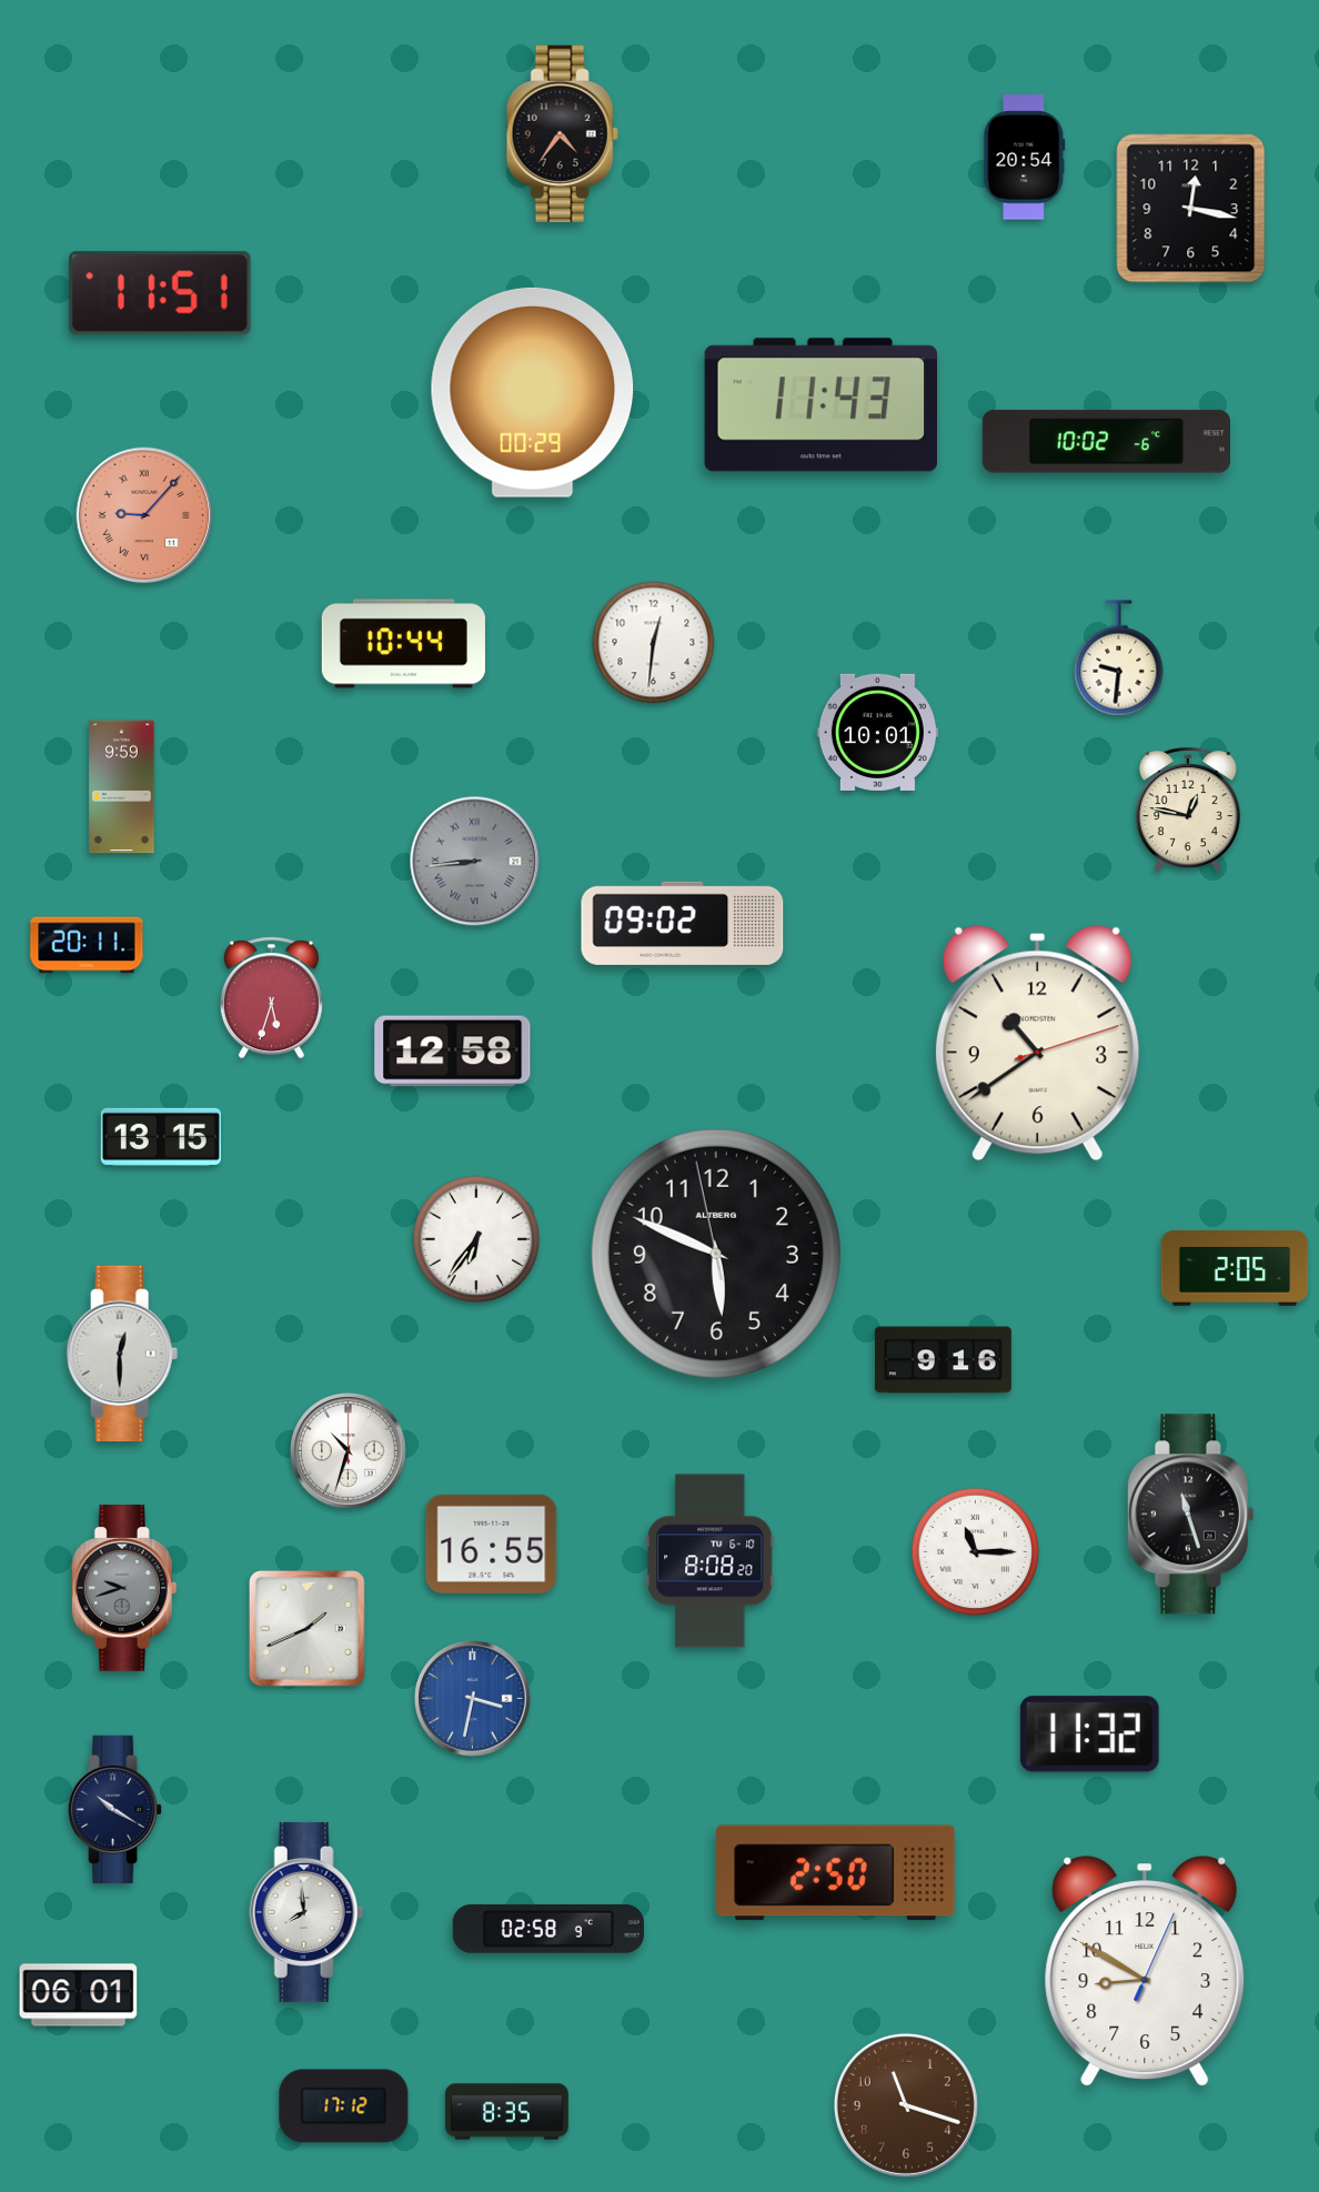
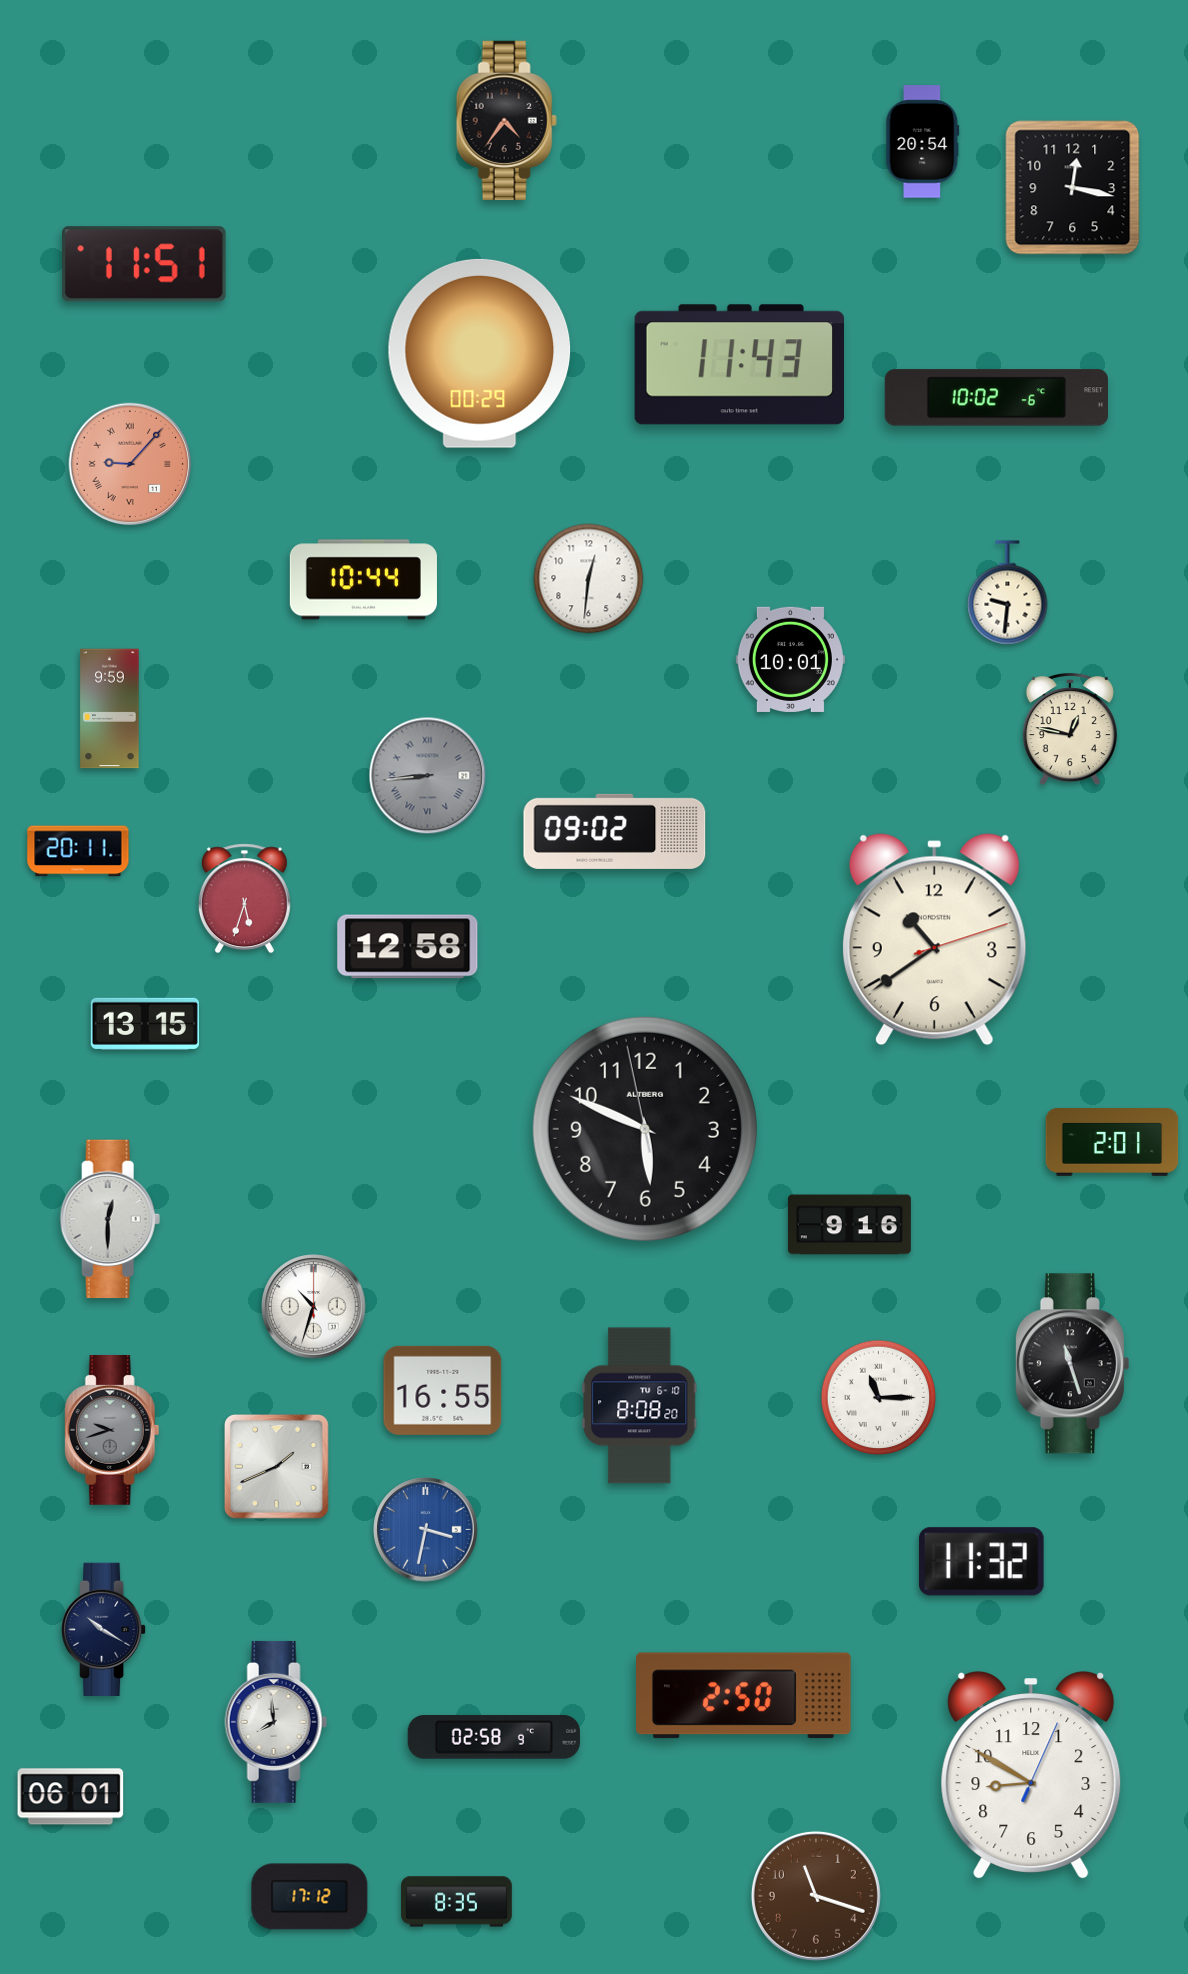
clock at (476, 1239): 6:36 -> none
clock at (1235, 1268): 2:05 -> 2:01
clock at (836, 1873) position: (836, 1873) -> (744, 1696)
